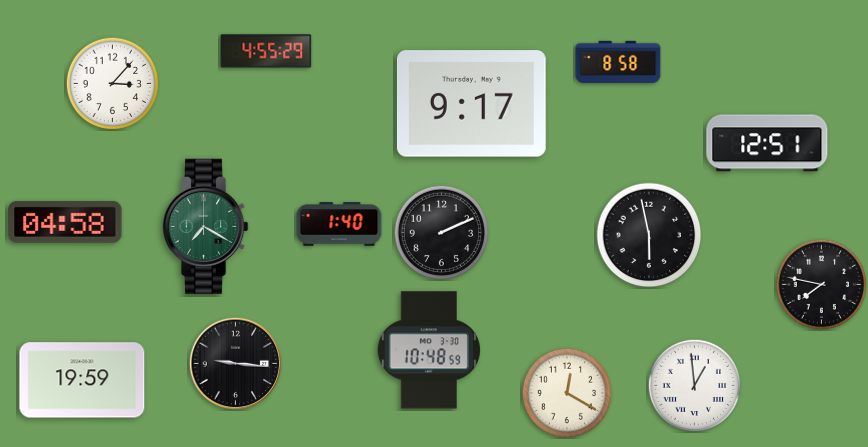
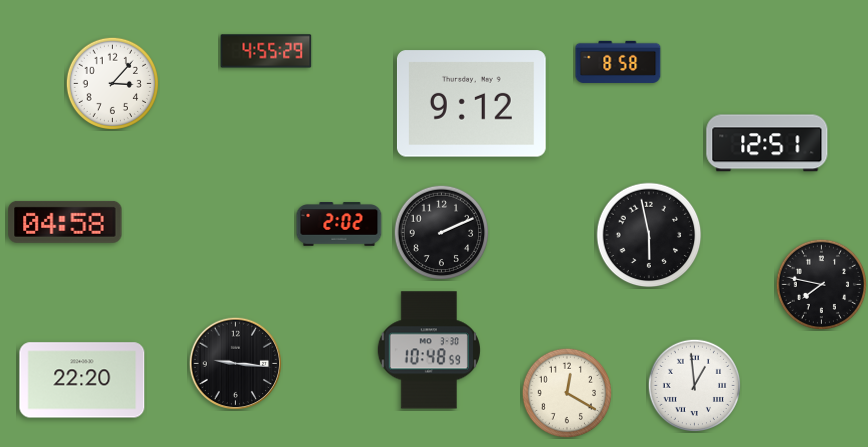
clock at (471, 104): 9:17 -> 9:12
clock at (339, 224): 1:40 -> 2:02
clock at (205, 227): 7:20 -> none
clock at (82, 380): 19:59 -> 22:20
